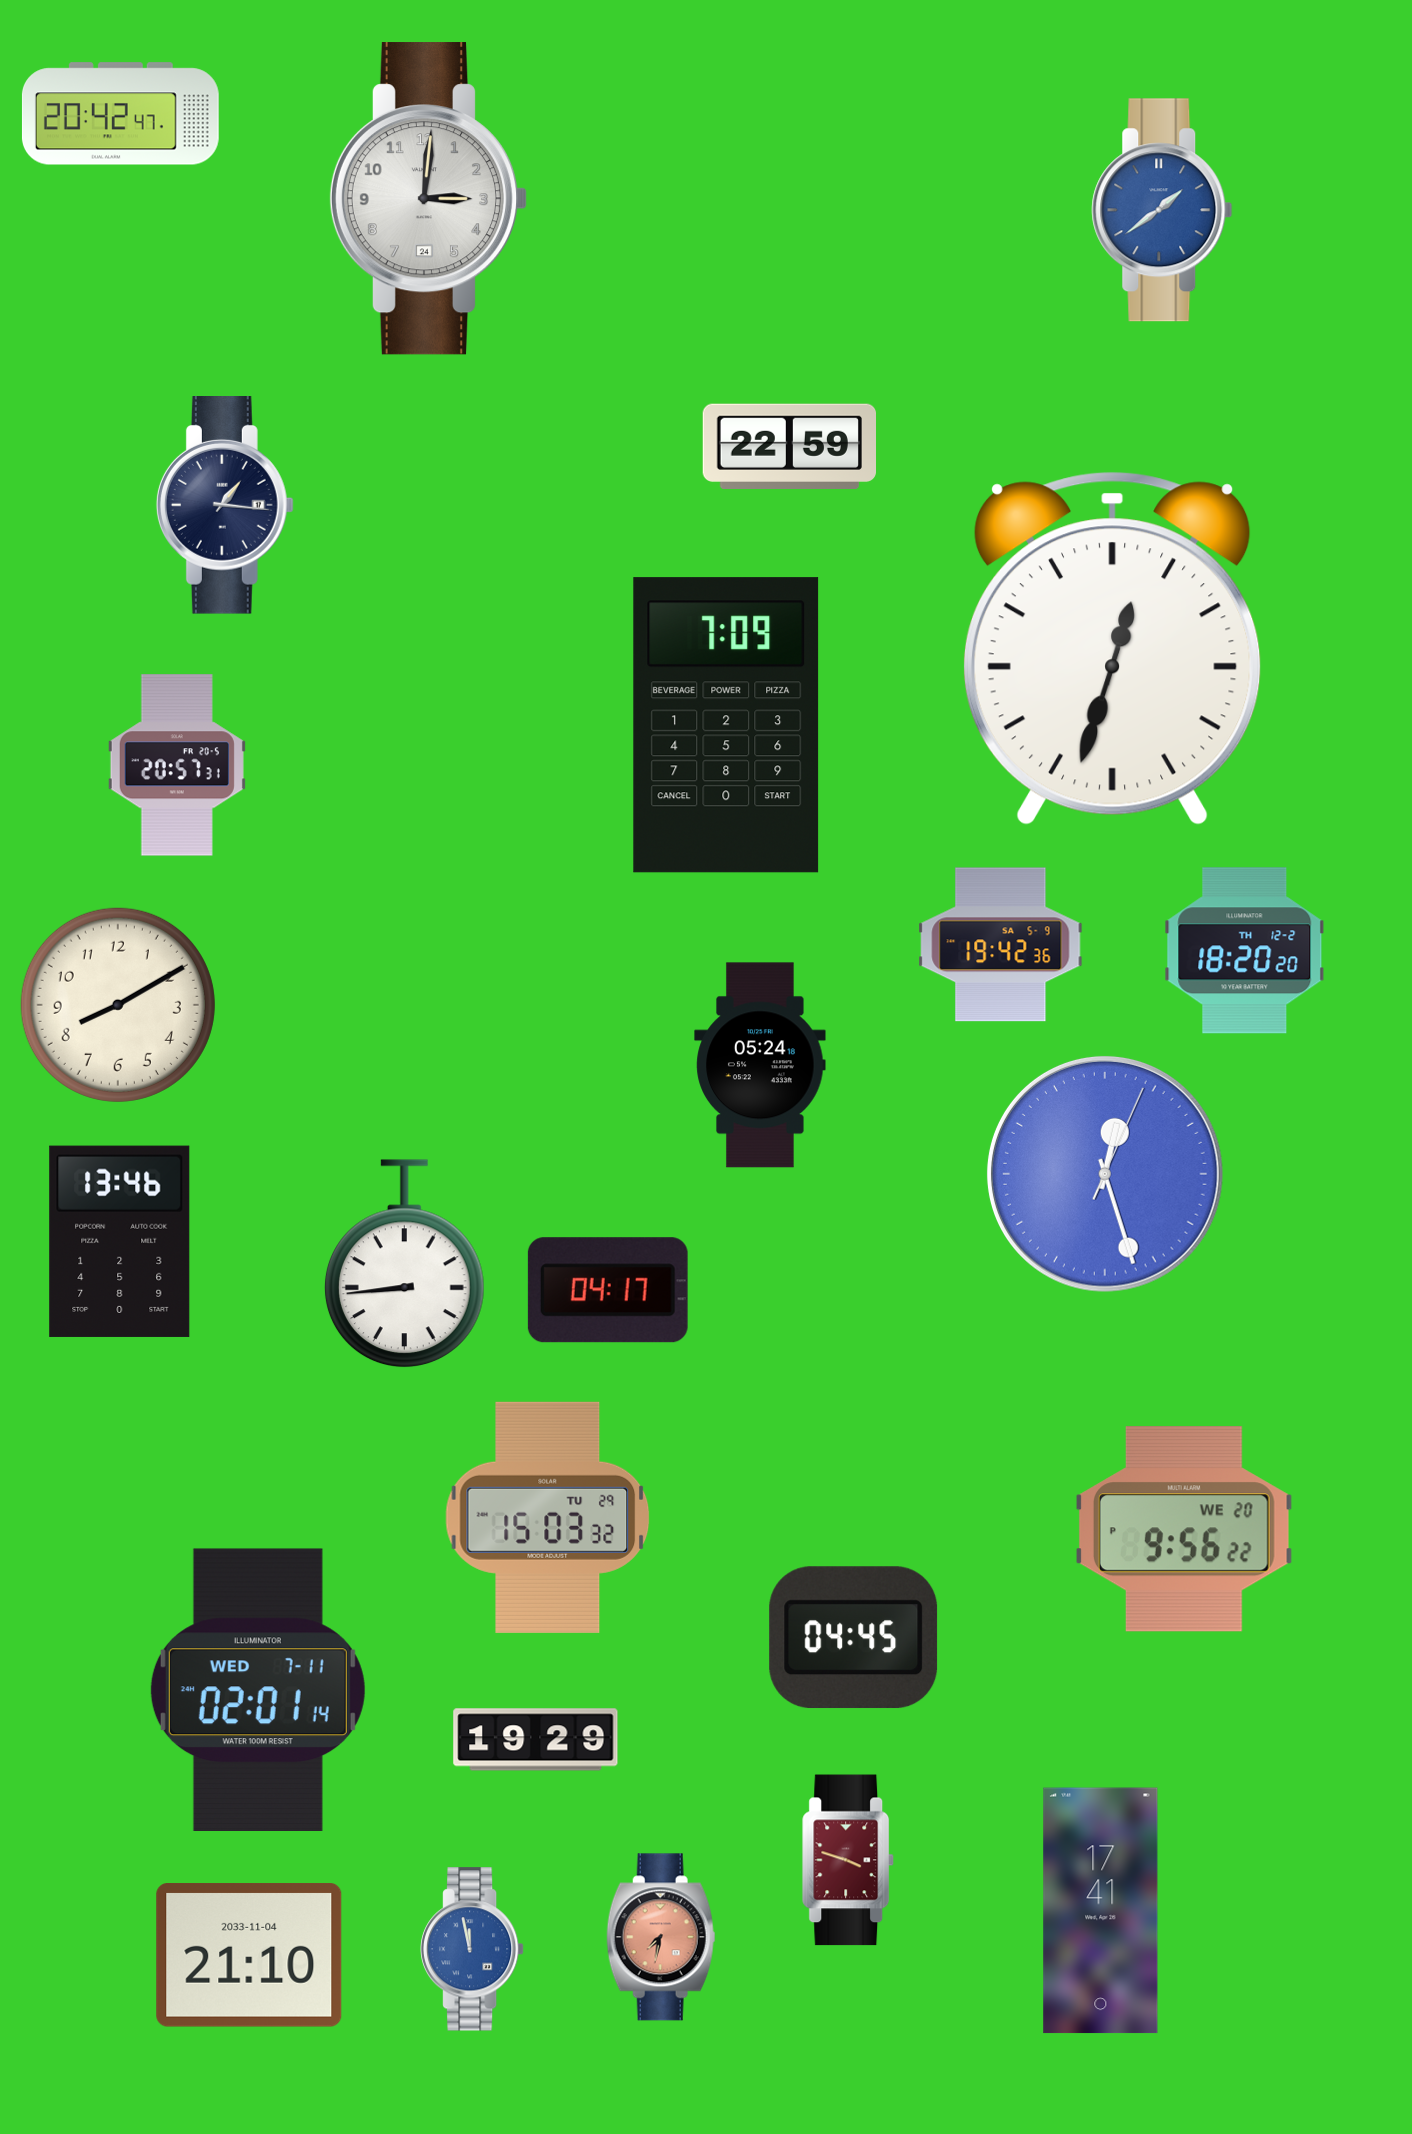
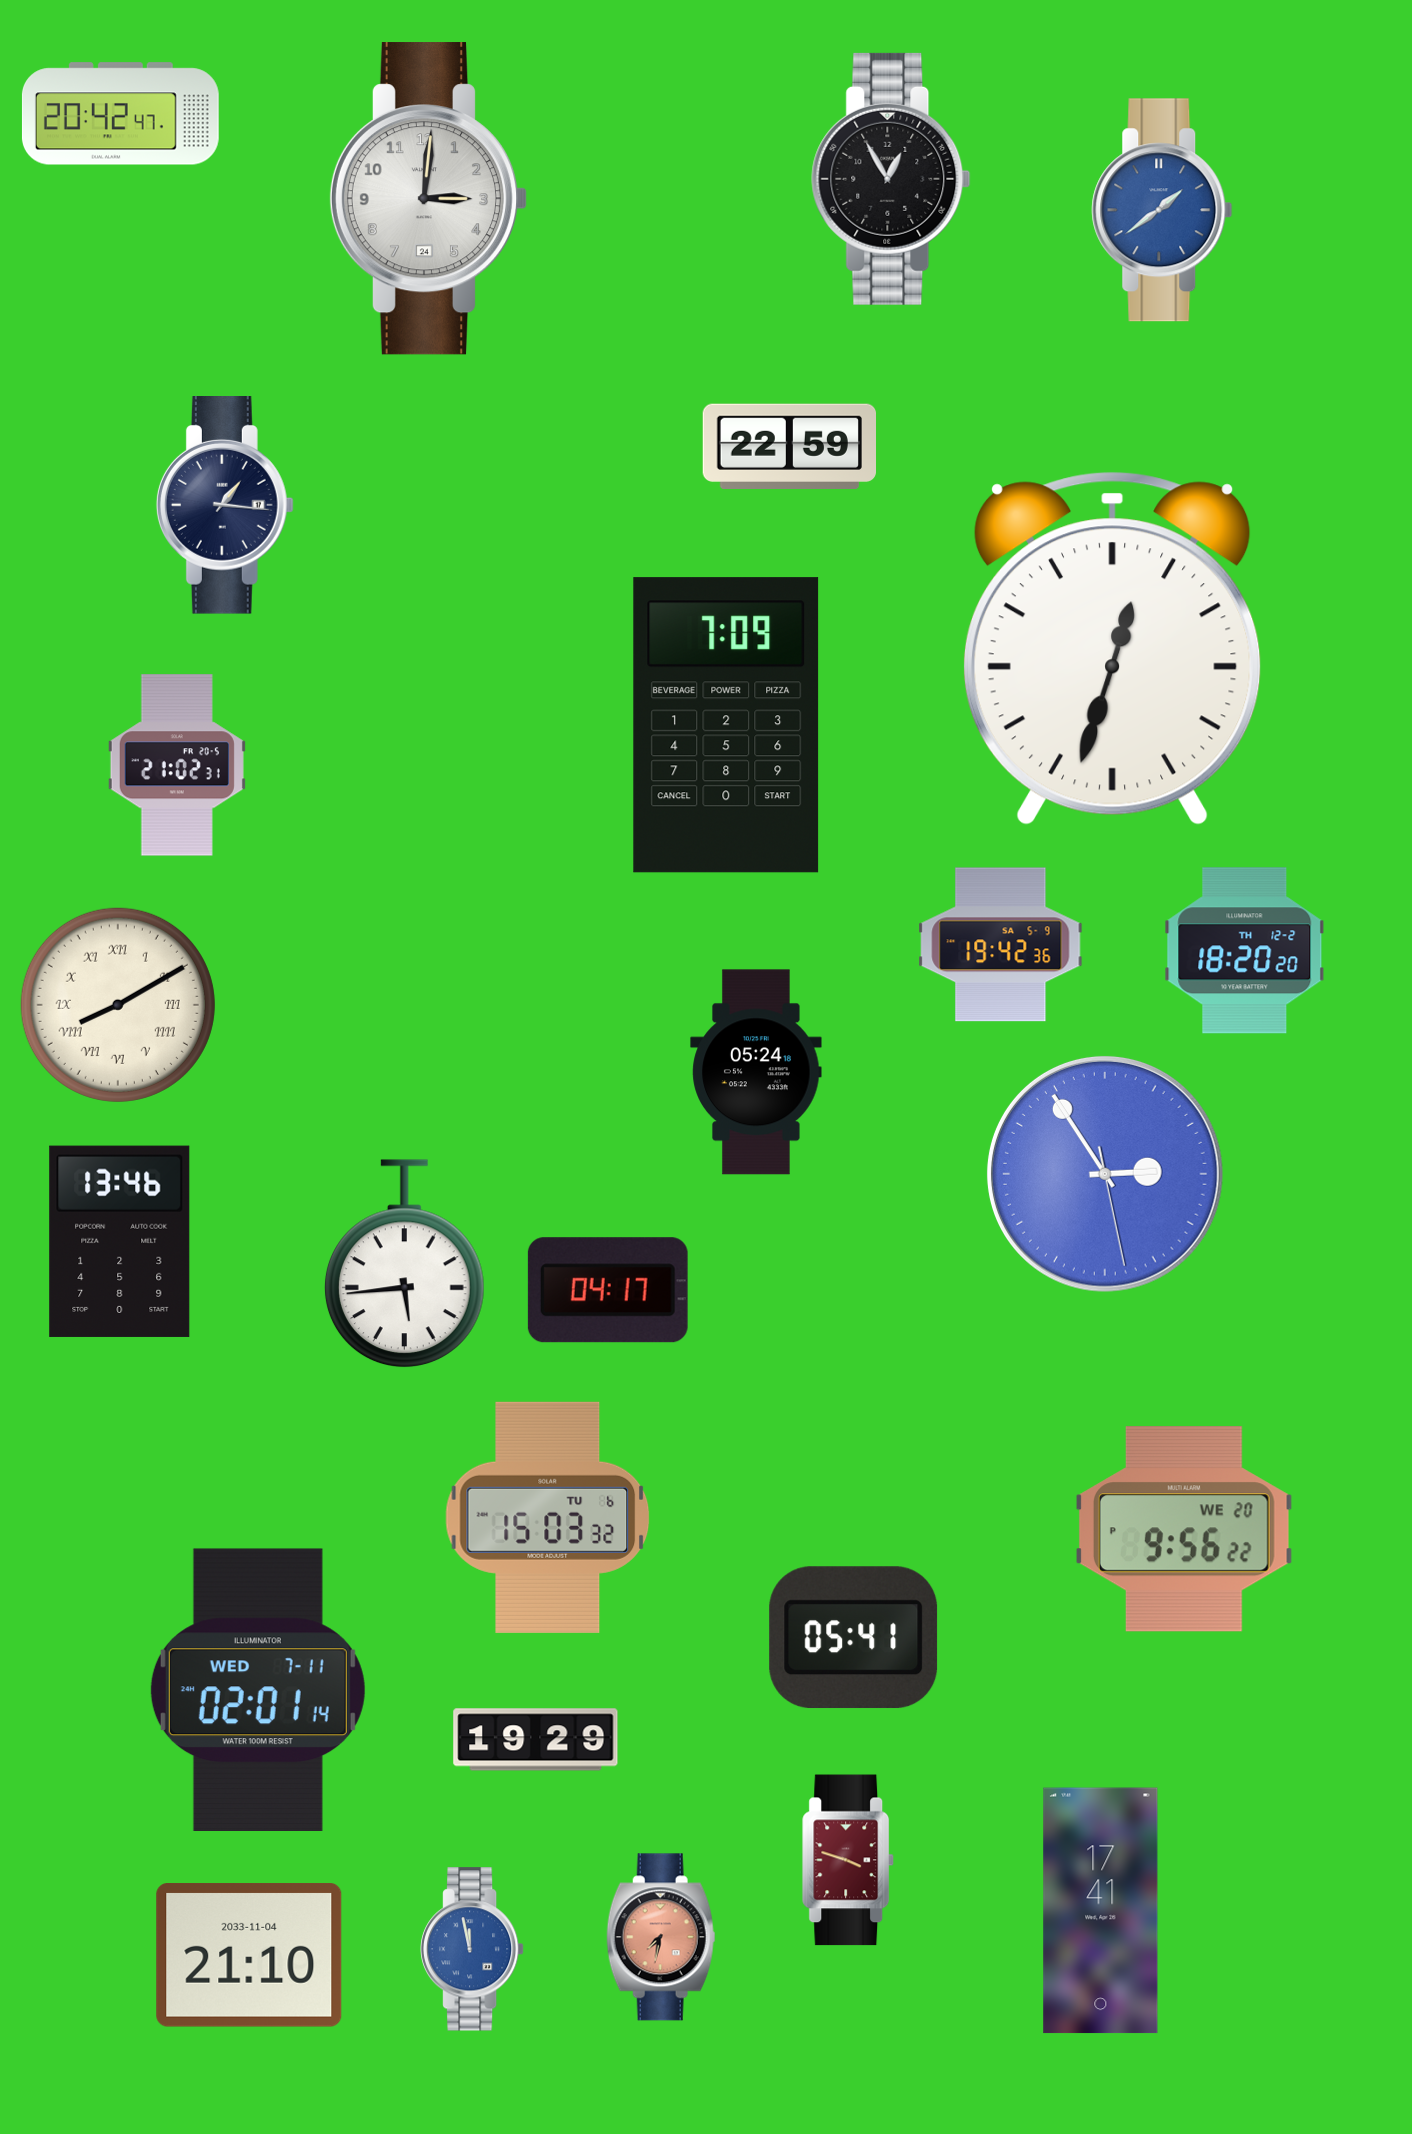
clock at (891, 179): none -> 12:55
clock at (177, 765): 20:57 -> 21:02
clock at (118, 1005) numerals: Arabic -> Roman
clock at (760, 1065) position: (760, 1065) -> (756, 1072)
clock at (1105, 1174): 12:27 -> 2:54
clock at (404, 1264): 8:44 -> 5:44
clock at (548, 1517) date: TU 29 -> TU 6
clock at (854, 1638): 04:45 -> 05:41
